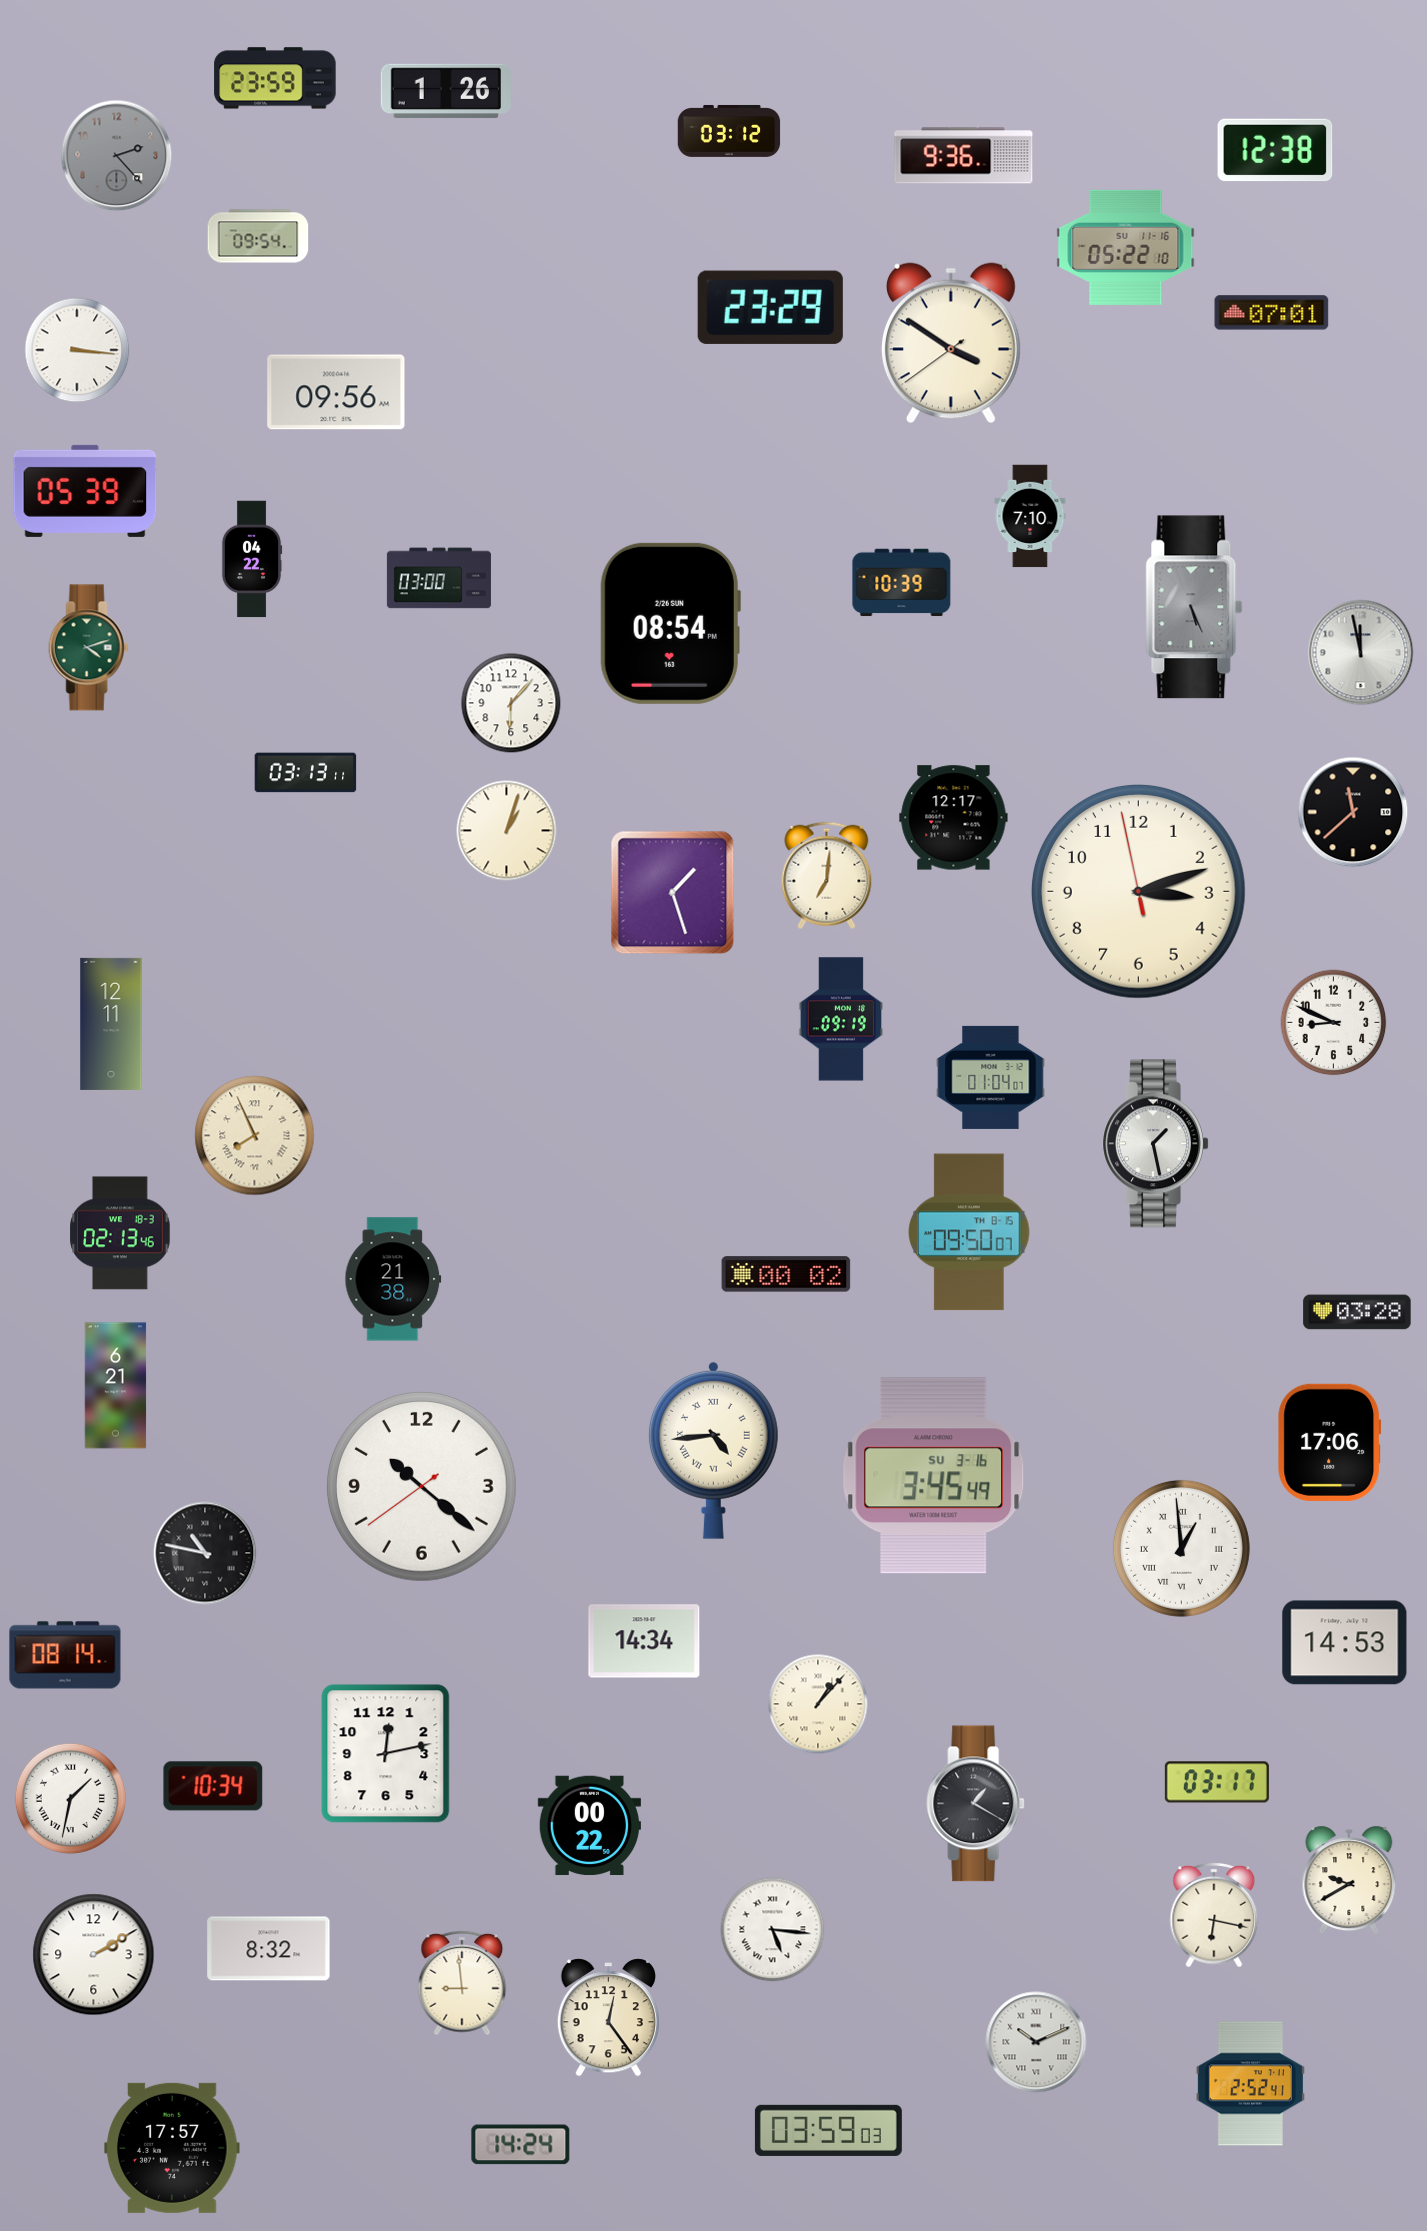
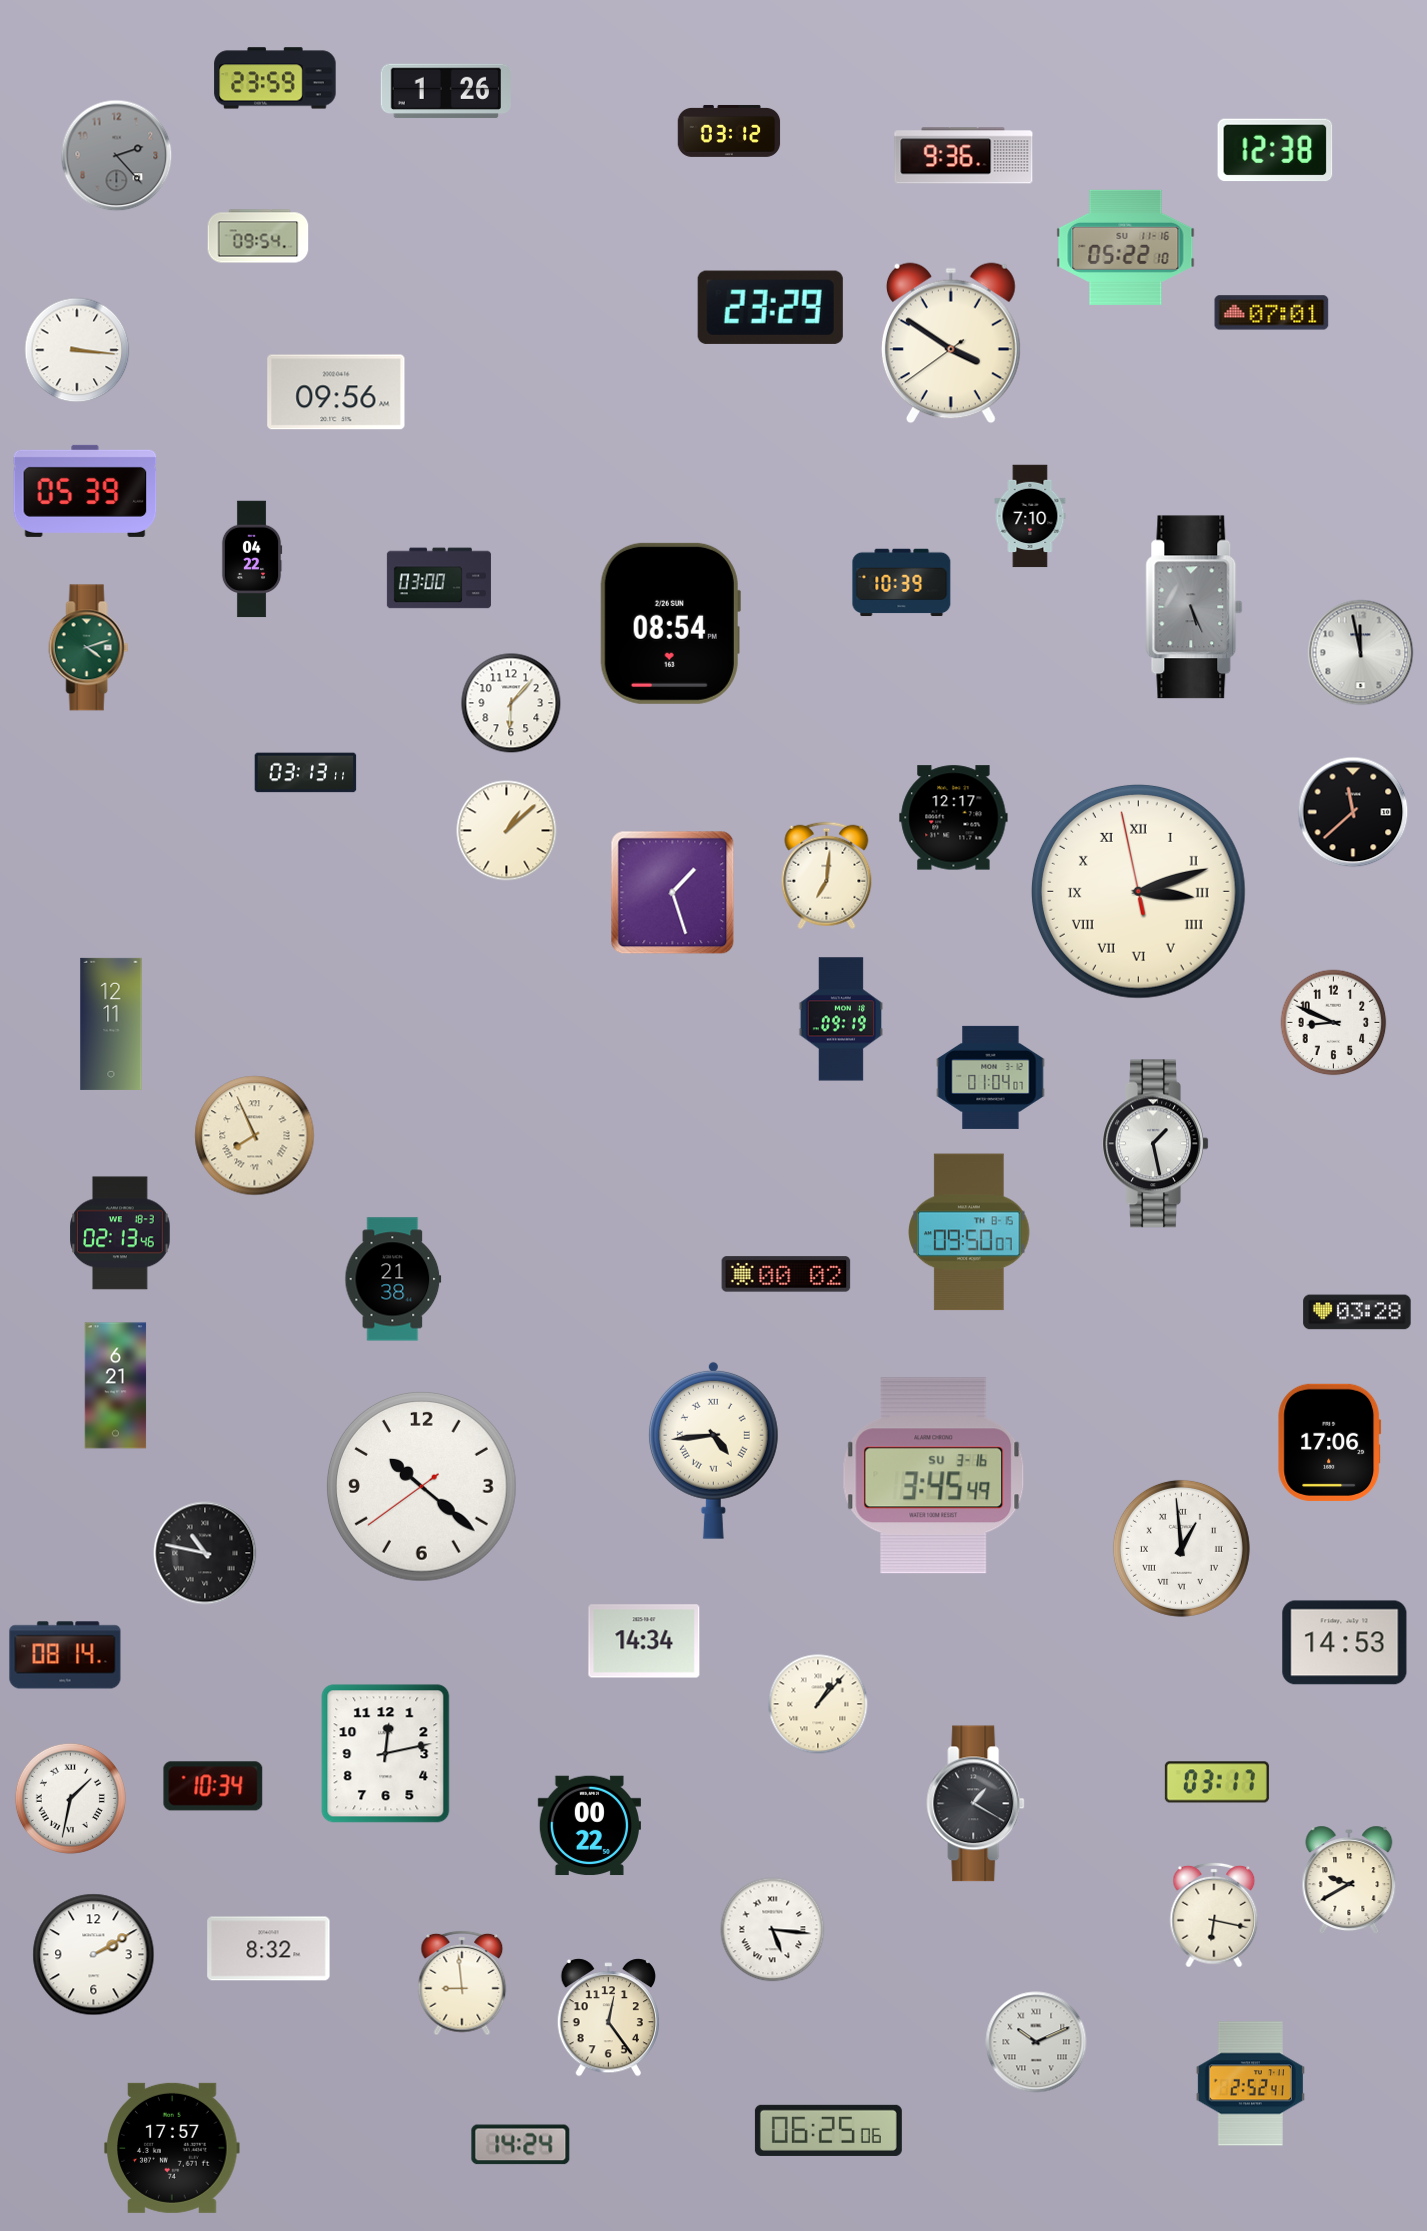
clock at (507, 831): 1:03 -> 1:08
clock at (1138, 891) numerals: Arabic -> Roman
clock at (828, 2130): 03:59 -> 06:25
